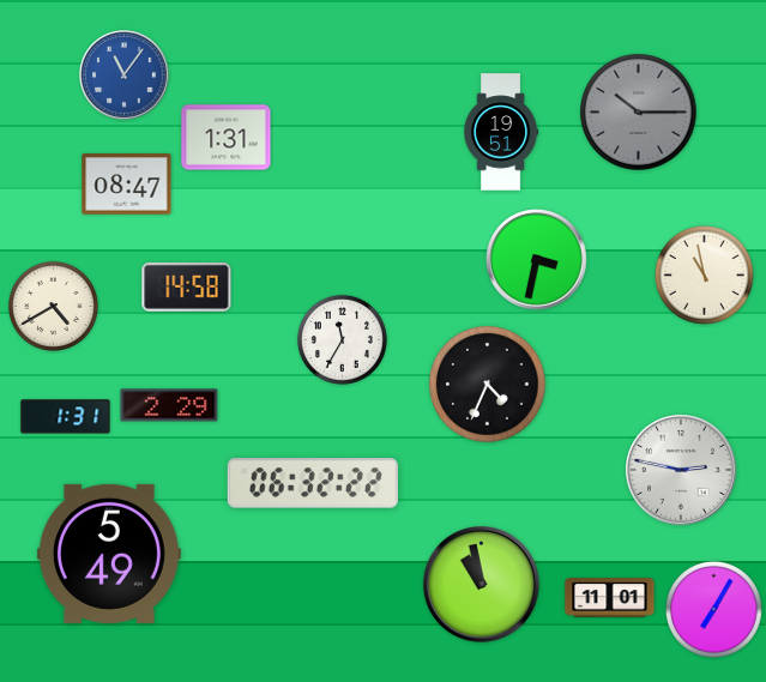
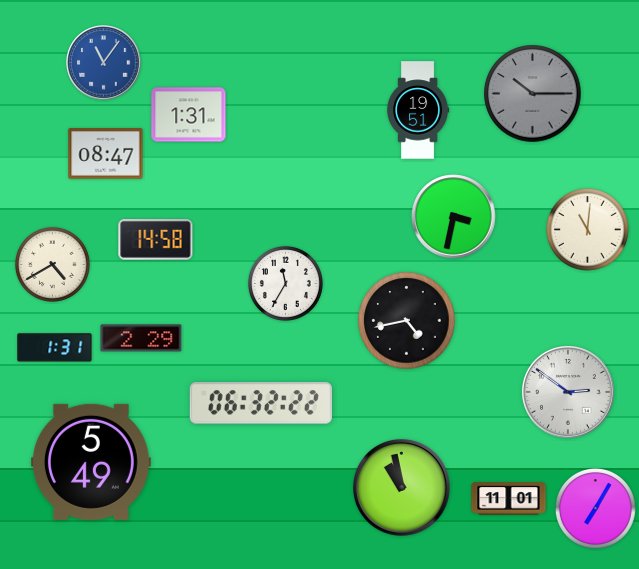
clock at (537, 260) position: (537, 260) -> (454, 217)
clock at (705, 276): 10:58 -> 11:01
clock at (53, 306) position: (53, 306) -> (52, 264)
clock at (488, 385): 4:34 -> 4:43
clock at (682, 471): 2:47 -> 2:51
